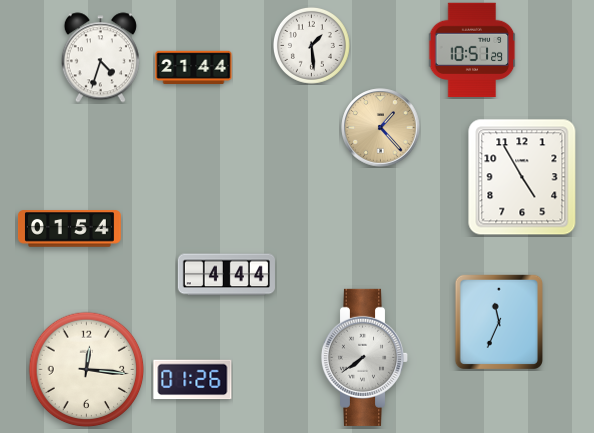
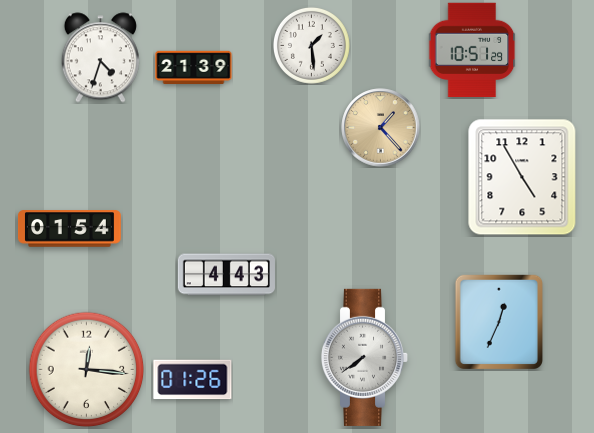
clock at (194, 67): 21:44 -> 21:39
clock at (226, 275): 4:44 -> 4:43
clock at (498, 321): 11:34 -> 12:34
